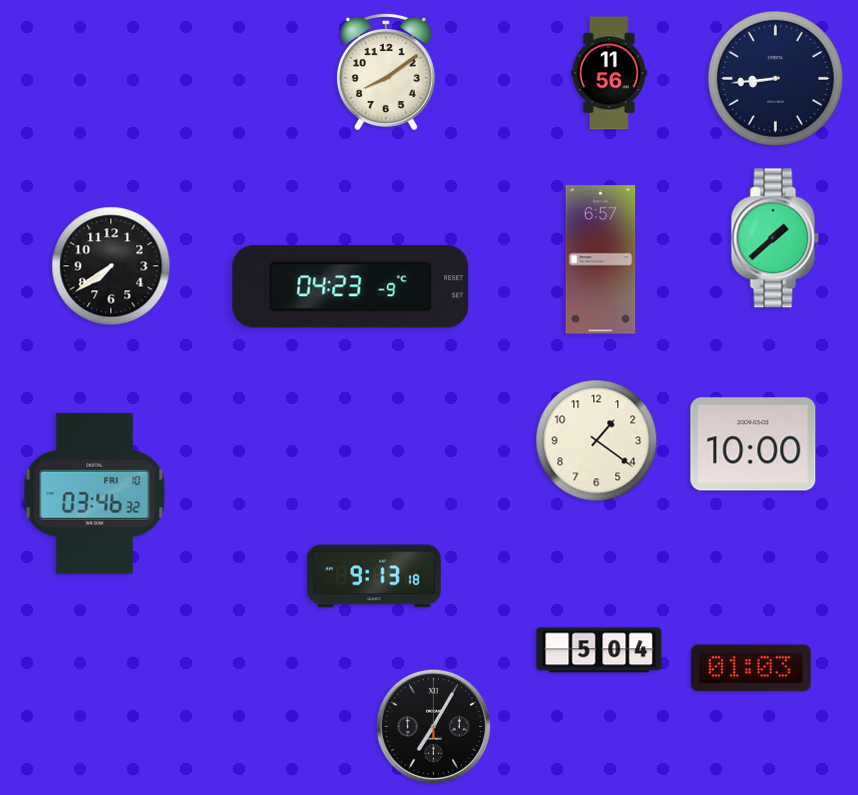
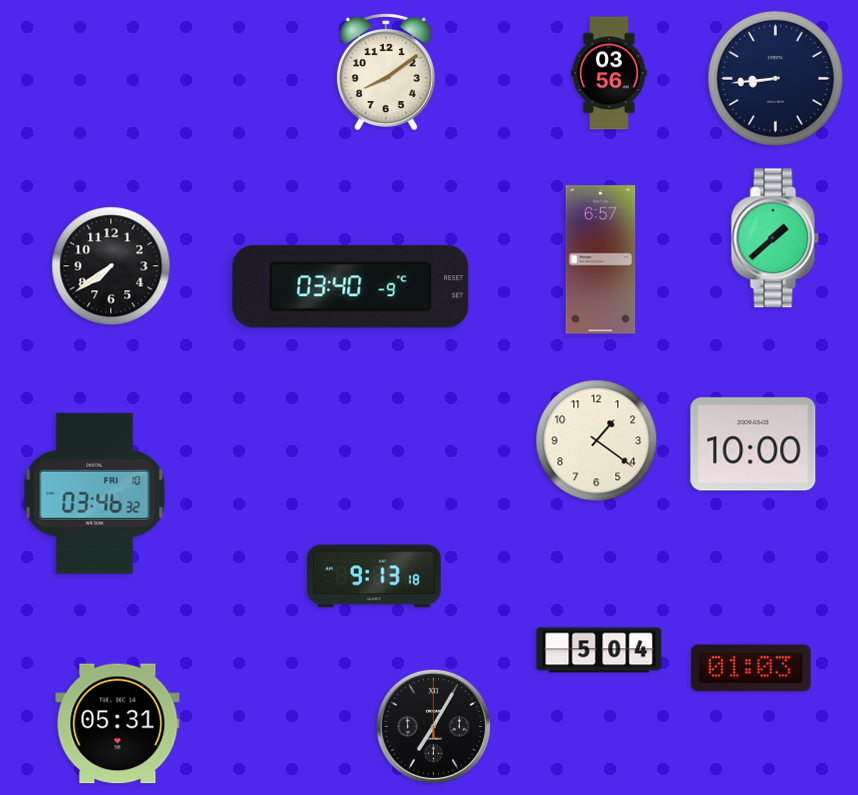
clock at (610, 73): 11:56 -> 03:56
clock at (351, 287): 04:23 -> 03:40
clock at (118, 724): none -> 05:31
